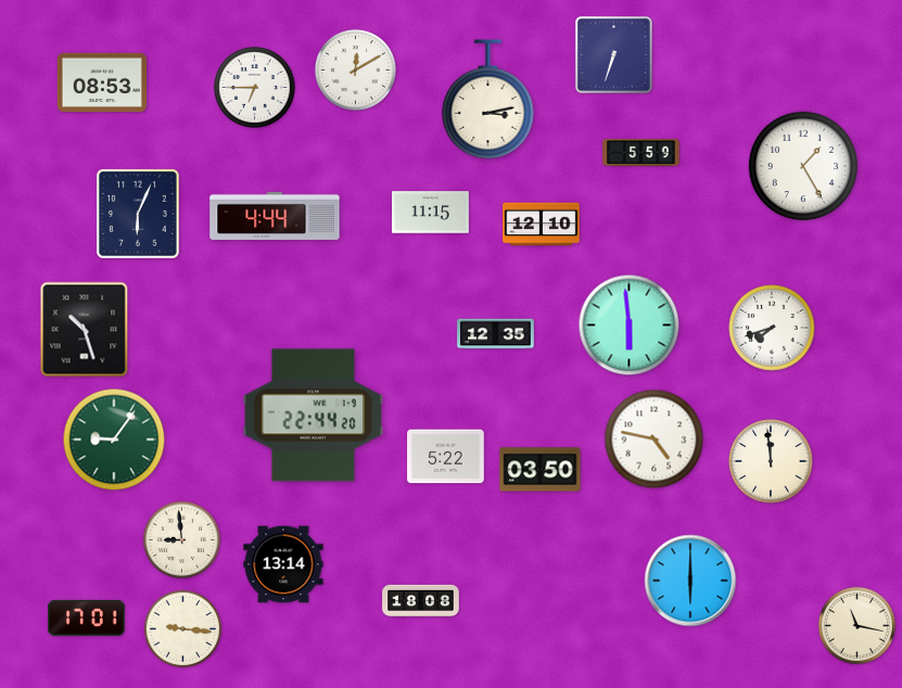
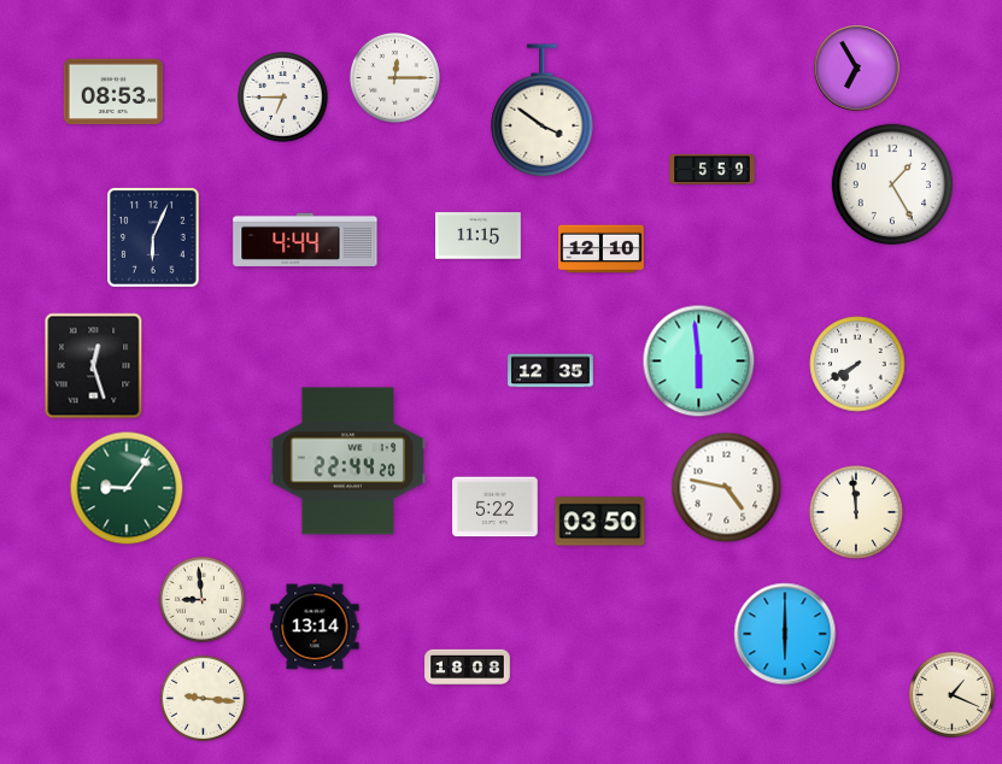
clock at (613, 54): 6:33 -> none
clock at (857, 69): none -> 6:55
clock at (355, 69): 12:10 -> 12:15
clock at (488, 100): 3:13 -> 3:51
clock at (772, 328): 7:42 -> 7:40
clock at (85, 330): 10:27 -> 12:27
clock at (690, 581) position: (690, 581) -> (785, 634)
clock at (87, 617): 17:01 -> none
clock at (856, 625): 11:17 -> 1:19
